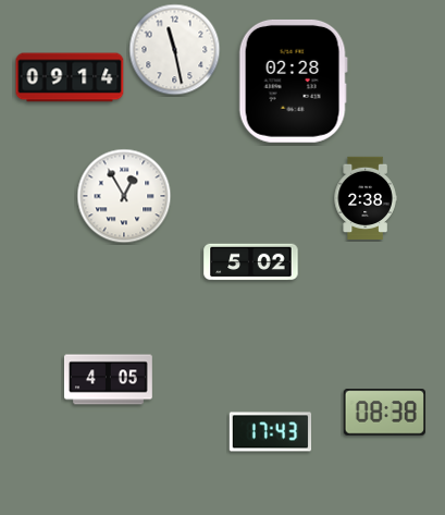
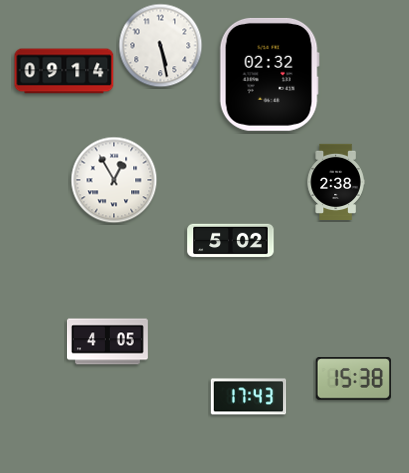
clock at (175, 50): 11:28 -> 5:28
clock at (293, 81): 02:28 -> 02:32
clock at (108, 380) position: (108, 380) -> (107, 342)
clock at (384, 413): 08:38 -> 15:38
